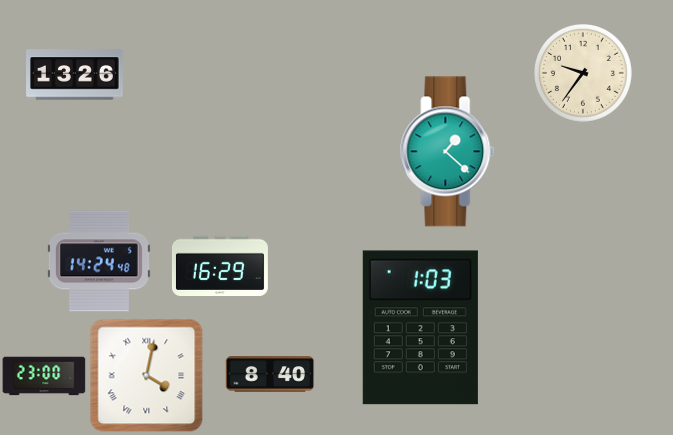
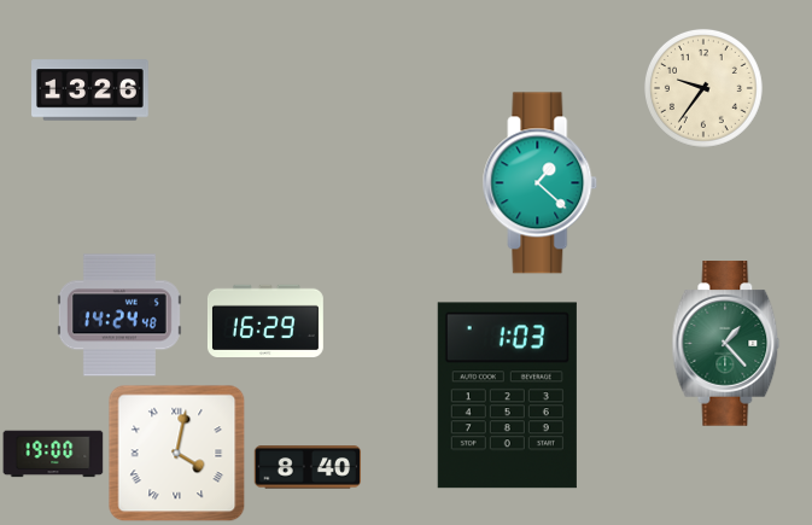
clock at (726, 344): none -> 1:23
clock at (270, 374) position: (270, 374) -> (308, 467)
clock at (44, 376): 23:00 -> 19:00
